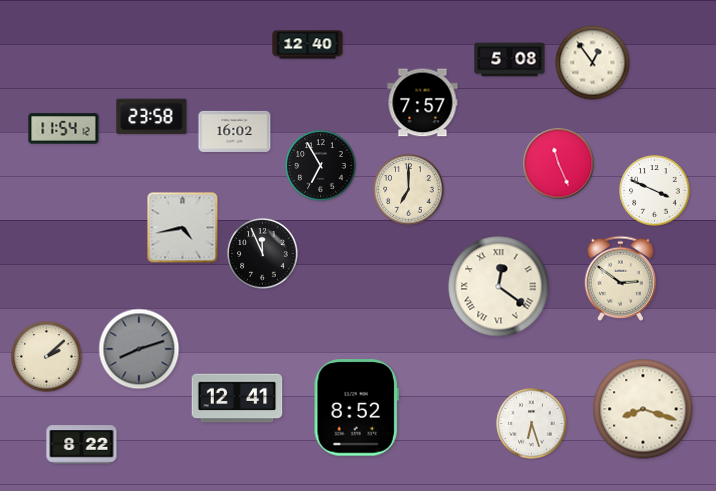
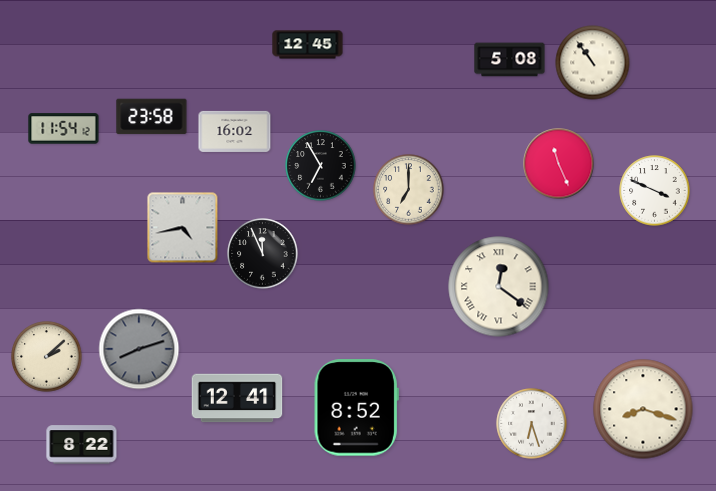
clock at (308, 45): 12:40 -> 12:45
clock at (593, 63): 12:54 -> 10:54
clock at (423, 103): 7:57 -> none
clock at (621, 278): 2:51 -> none
